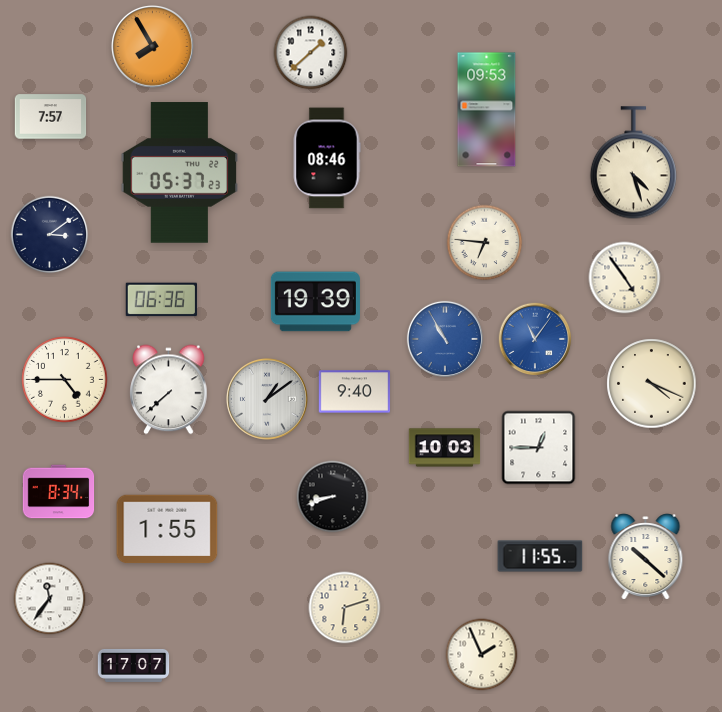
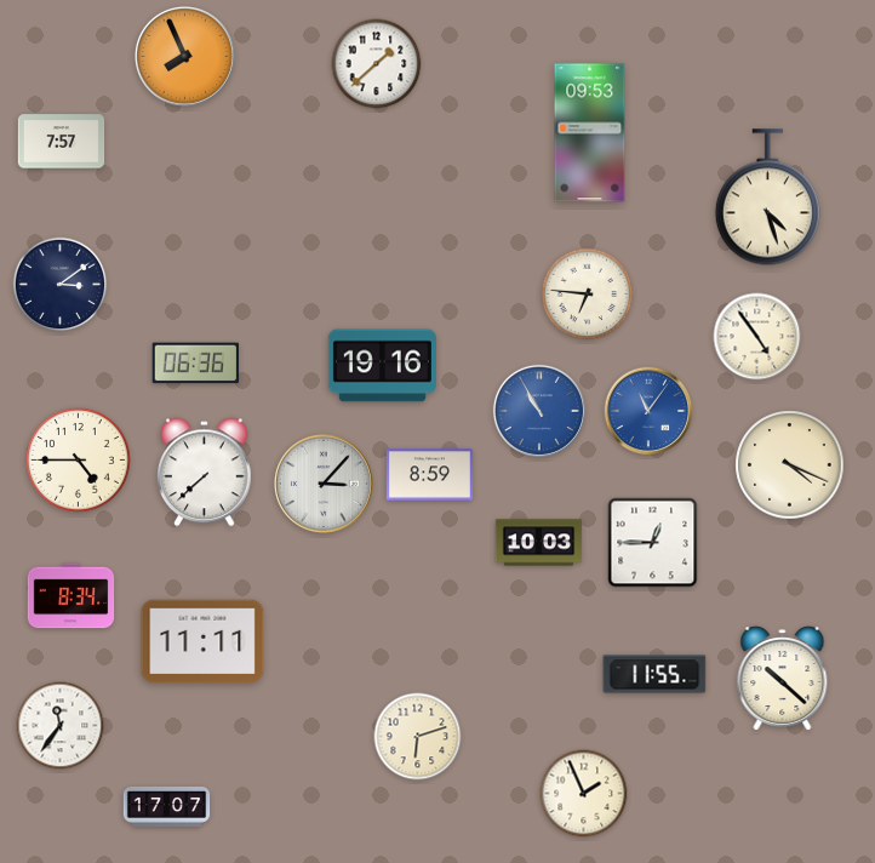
clock at (152, 46): 7:55 -> 7:56
clock at (327, 158): 08:46 -> none
clock at (180, 173): 05:37 -> none
clock at (315, 302): 19:39 -> 19:16
clock at (355, 392): 9:40 -> 8:59
clock at (267, 399): 1:09 -> 3:07
clock at (333, 497): 8:42 -> none
clock at (167, 529): 1:55 -> 11:11
clock at (646, 557) position: (646, 557) -> (783, 679)
clock at (134, 665) position: (134, 665) -> (167, 806)
